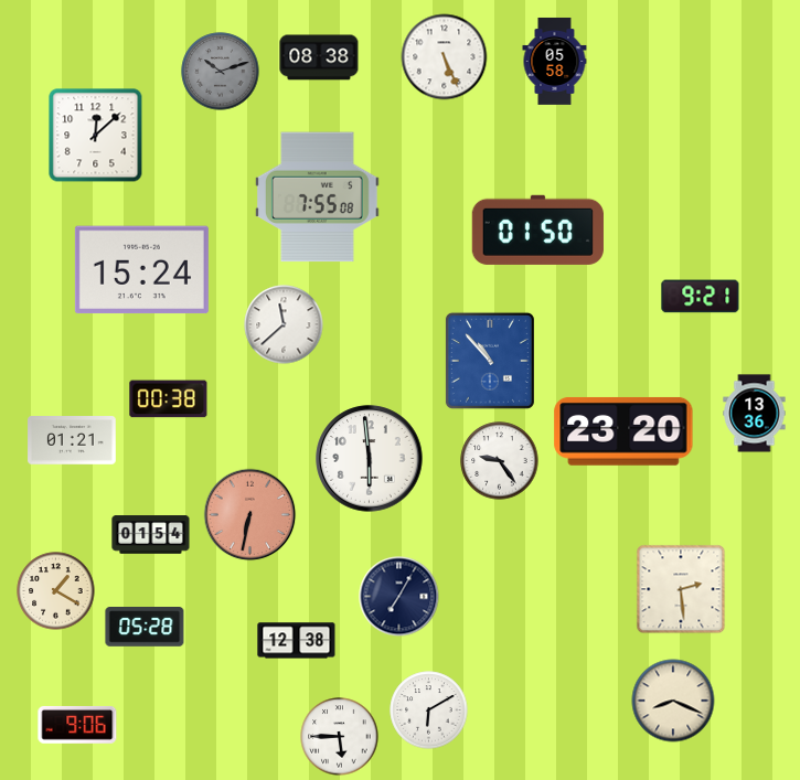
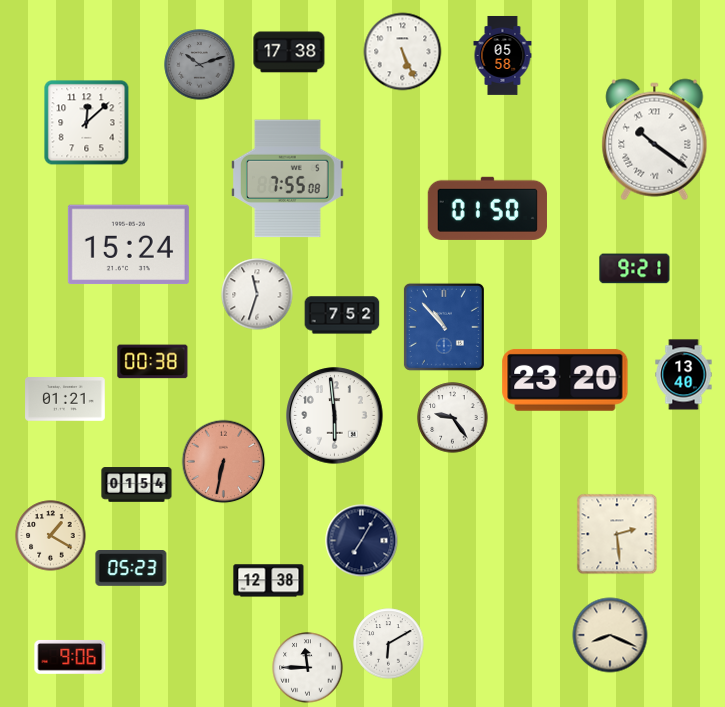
clock at (319, 57): 08:38 -> 17:38
clock at (655, 140): none -> 10:21
clock at (284, 324): 11:38 -> 11:33
clock at (342, 315): none -> 7:52
clock at (755, 414): 13:36 -> 13:40
clock at (623, 431) position: (623, 431) -> (565, 380)
clock at (250, 515) position: (250, 515) -> (224, 462)
clock at (145, 627): 05:28 -> 05:23
clock at (340, 737): 5:45 -> 11:45
